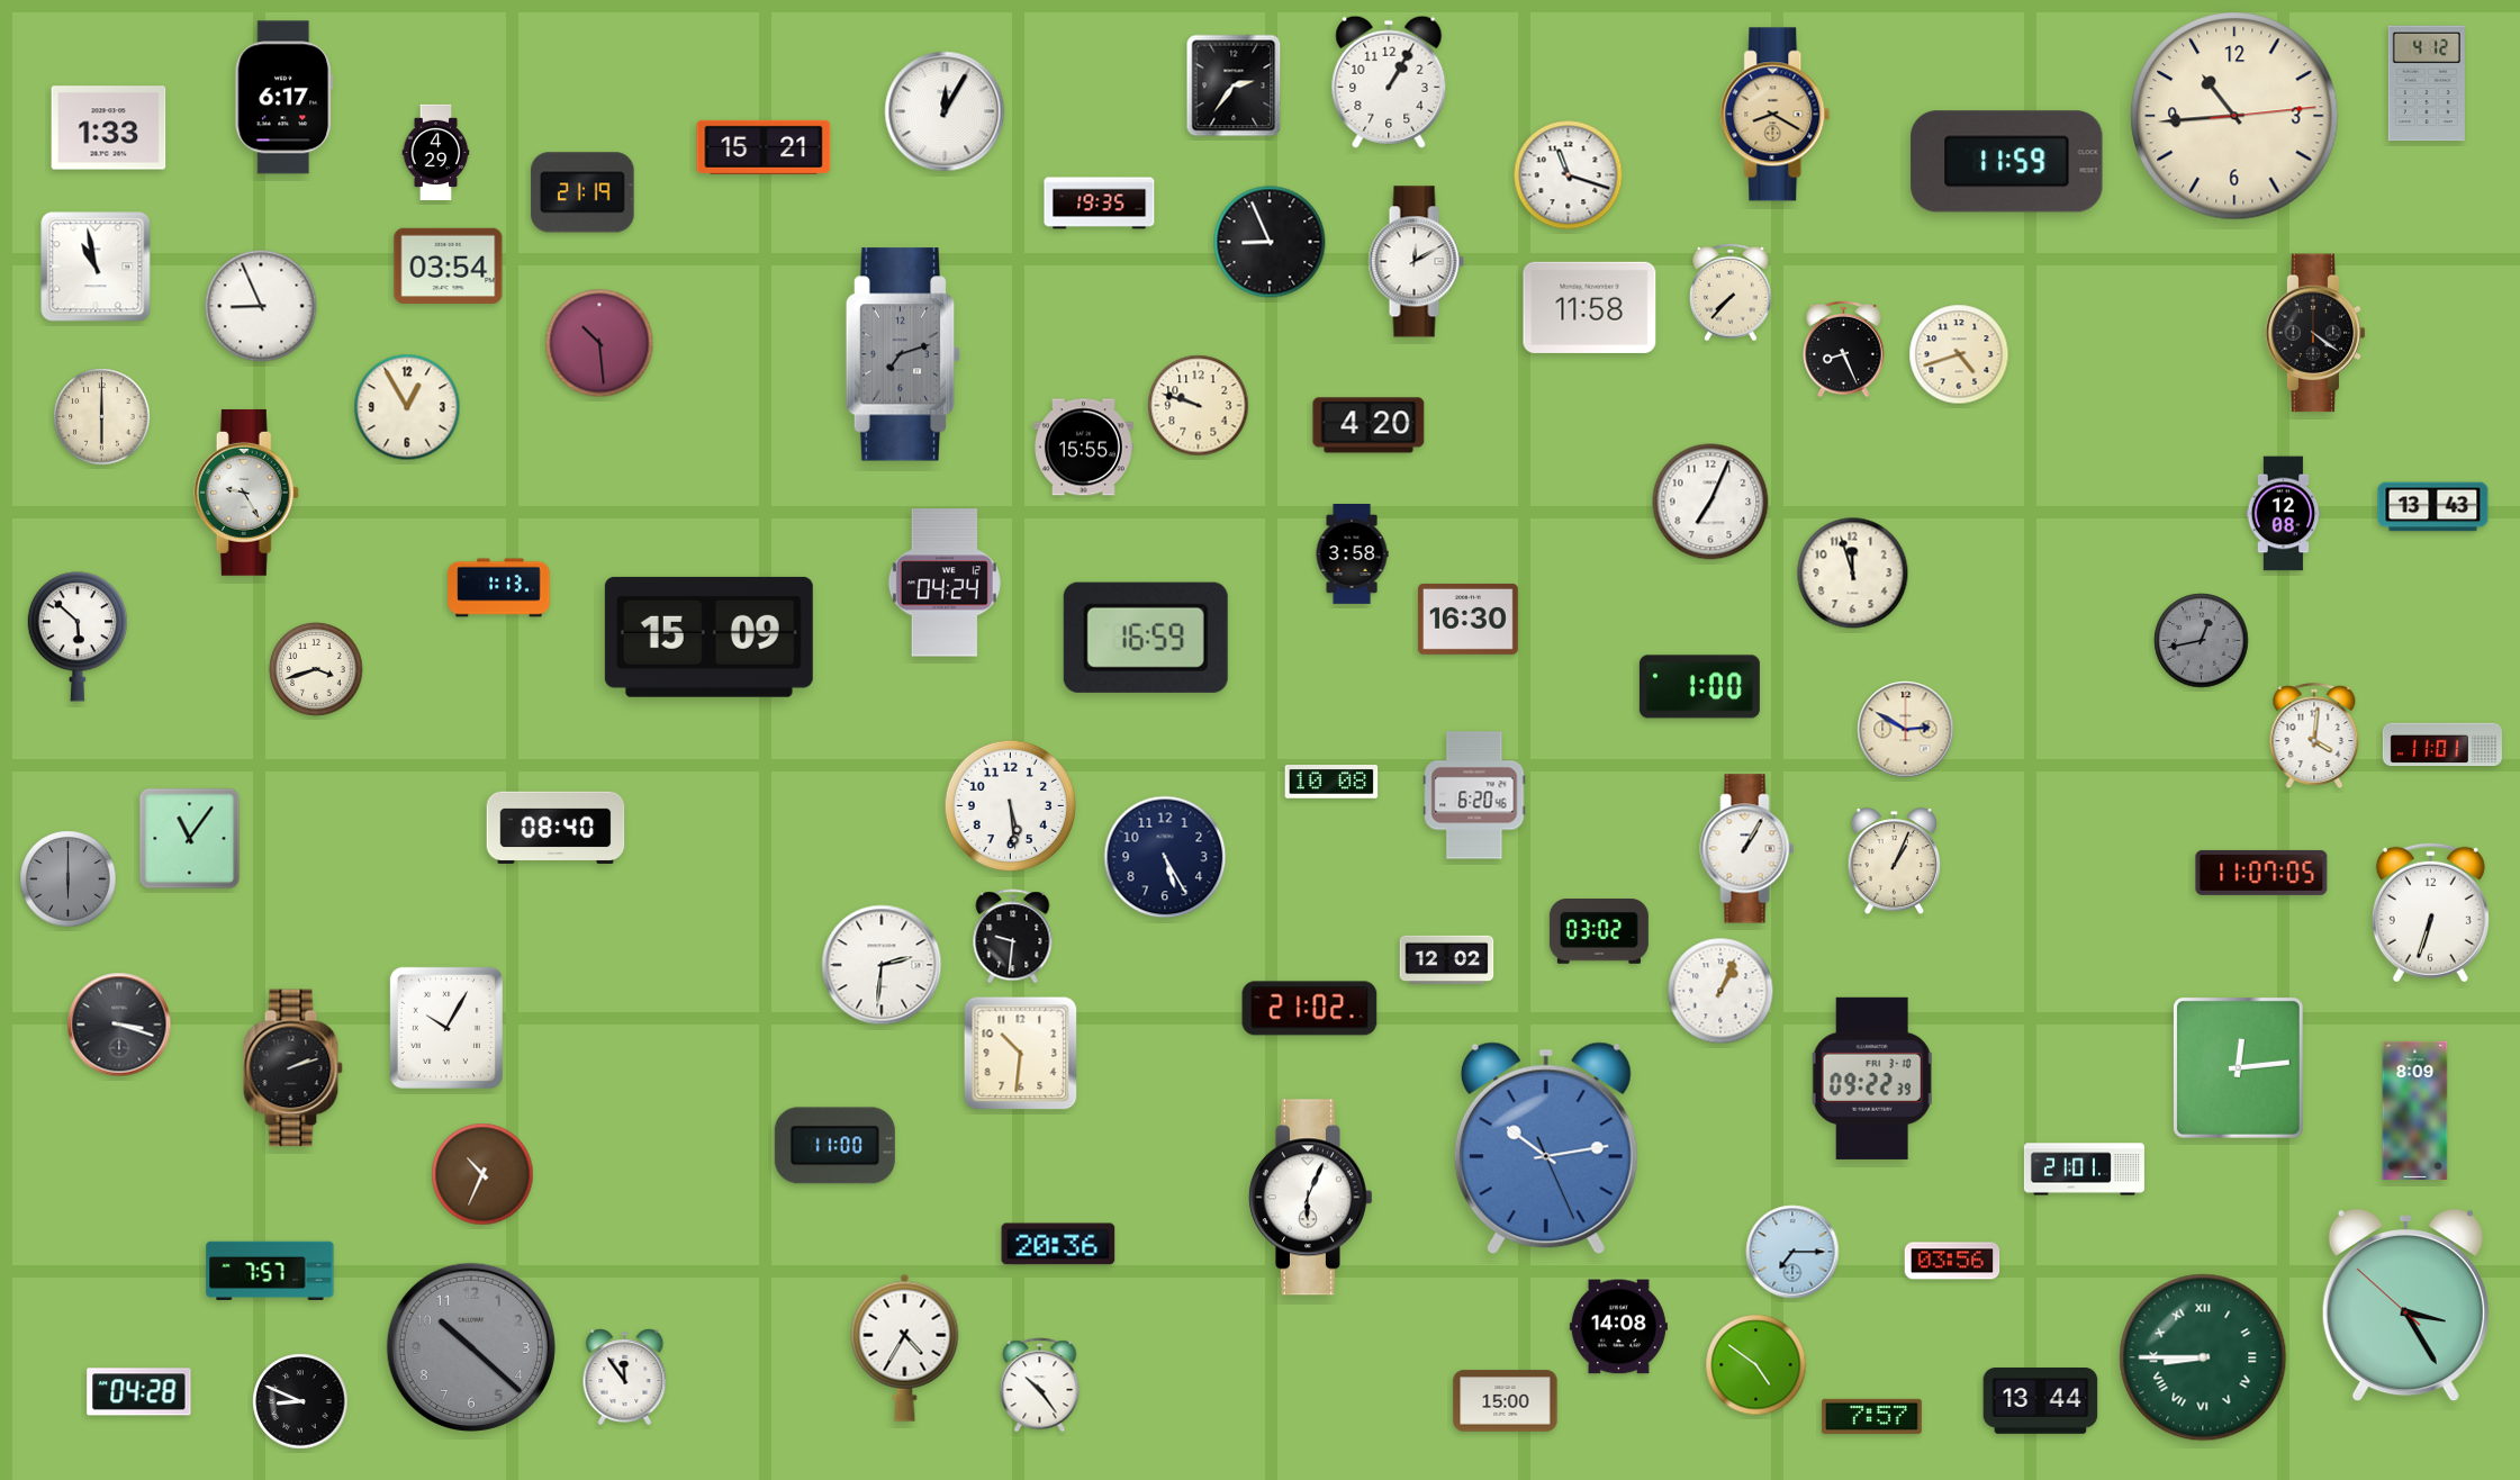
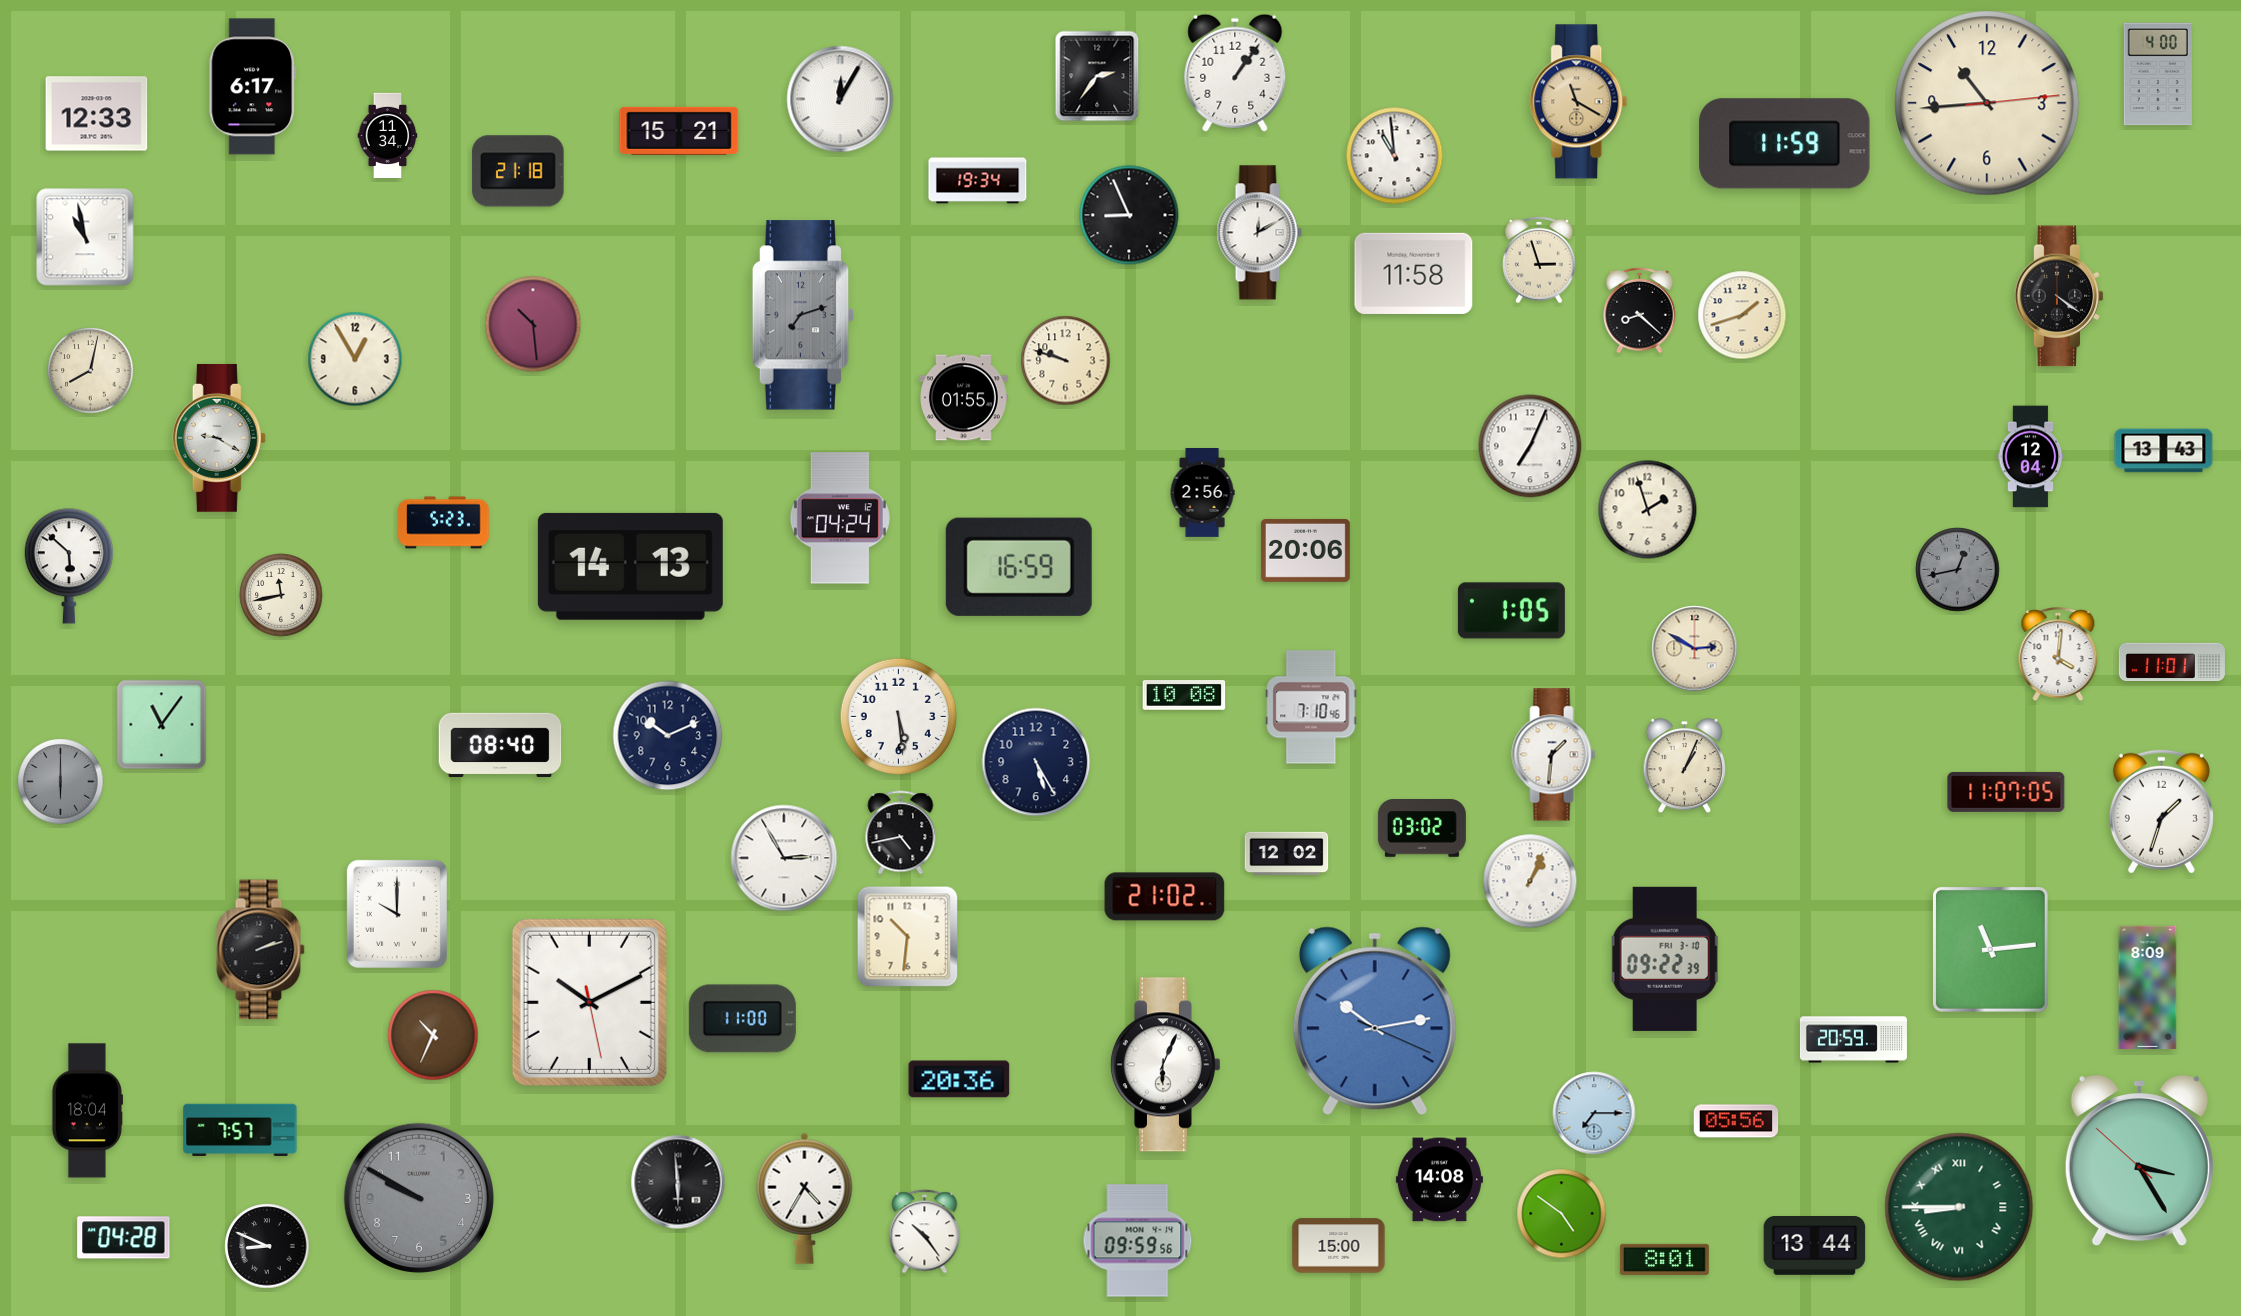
clock at (1389, 82): 1:05 -> 1:06
clock at (2427, 83): 4:12 -> 4:00
clock at (1776, 115): 8:20 -> 11:20
clock at (109, 128): 1:33 -> 12:33
clock at (436, 153): 4:29 -> 11:34
clock at (1569, 175): 11:18 -> 10:59
clock at (582, 192): 21:19 -> 21:18
clock at (1100, 204): 19:35 -> 19:34
clock at (449, 267): 03:54 -> none
clock at (1732, 292): 7:37 -> 2:57
clock at (261, 306): 8:56 -> none
clock at (599, 343) position: (599, 343) -> (533, 324)
clock at (1844, 349): 8:26 -> 8:22
clock at (1959, 354): 4:42 -> 1:42
clock at (407, 407) position: (407, 407) -> (355, 359)
clock at (102, 417): 6:00 -> 8:02
clock at (1369, 425): 4:20 -> none
clock at (1084, 448): 15:55 -> 01:55
clock at (246, 493): 9:25 -> 9:20
clock at (1710, 502) position: (1710, 502) -> (1530, 446)
clock at (2284, 514): 12:08 -> 12:04
clock at (1352, 554): 3:58 -> 2:56
clock at (1853, 574): 11:57 -> 1:57
clock at (499, 588): 1:13 -> 5:23
clock at (1467, 619): 16:30 -> 20:06
clock at (708, 637): 15:09 -> 14:13
clock at (316, 669): 3:42 -> 11:43
clock at (1699, 687): 1:00 -> 1:05
clock at (1474, 795): 6:20 -> 7:10
clock at (556, 827) position: (556, 827) -> (500, 744)
clock at (668, 736): none -> 10:11
clock at (190, 839) position: (190, 839) -> (162, 725)
clock at (1747, 849): 1:05 -> 1:31
clock at (2261, 873) position: (2261, 873) -> (2006, 792)
clock at (2430, 912): 6:33 -> 1:33
clock at (1013, 937): 9:31 -> 4:43
clock at (882, 965): 2:31 -> 2:55
clock at (119, 1025): 3:18 -> none
clock at (446, 1028): 10:05 -> 10:00
clock at (2238, 1067): 12:14 -> 11:14
clock at (589, 1002): none -> 10:10
clock at (1546, 1148): 10:13:26 -> 10:13:19
clock at (2084, 1170): 21:01 -> 20:59
clock at (482, 1174) position: (482, 1174) -> (433, 1035)
clock at (1058, 1244) position: (1058, 1244) -> (959, 1079)
clock at (87, 1111): none -> 18:04
clock at (1952, 1261): 03:56 -> 05:56
clock at (678, 1182): none -> 5:59
clock at (471, 1347): 10:22 -> 9:50
clock at (625, 1378): 11:54 -> none
clock at (1138, 1241): none -> 09:59
clock at (1872, 1416): 7:57 -> 8:01
